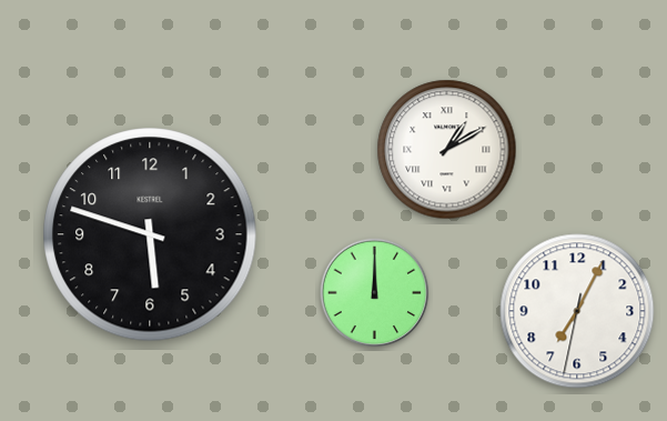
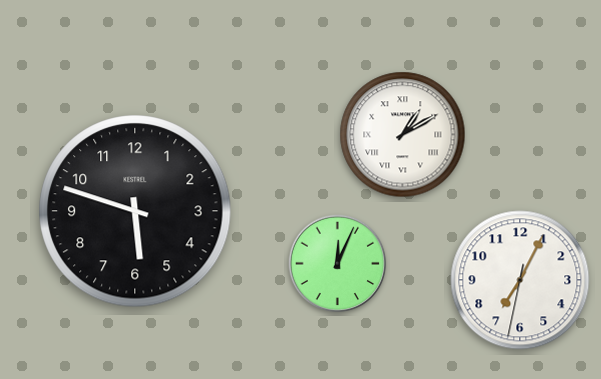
clock at (375, 293): 12:00 -> 12:04
